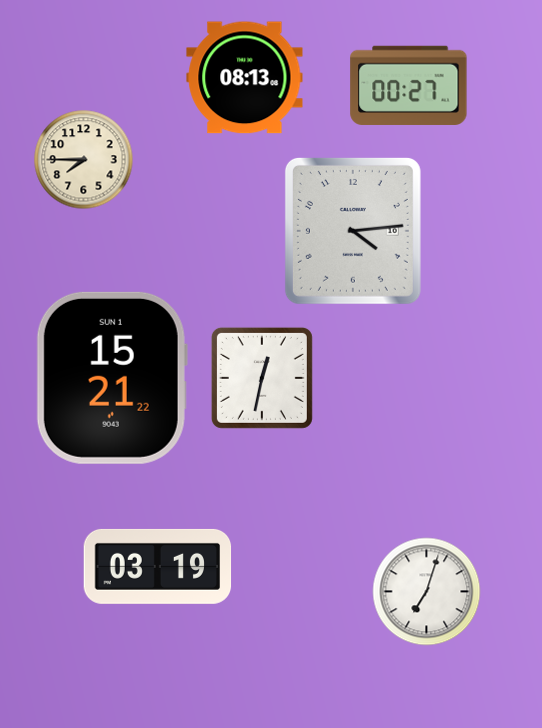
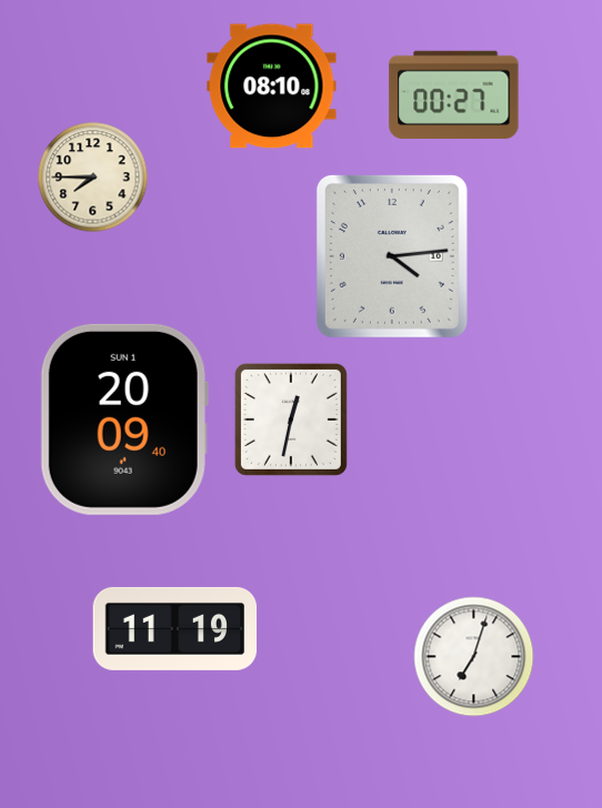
clock at (245, 78): 08:13 -> 08:10
clock at (112, 378): 15:21 -> 20:09
clock at (158, 566): 03:19 -> 11:19
